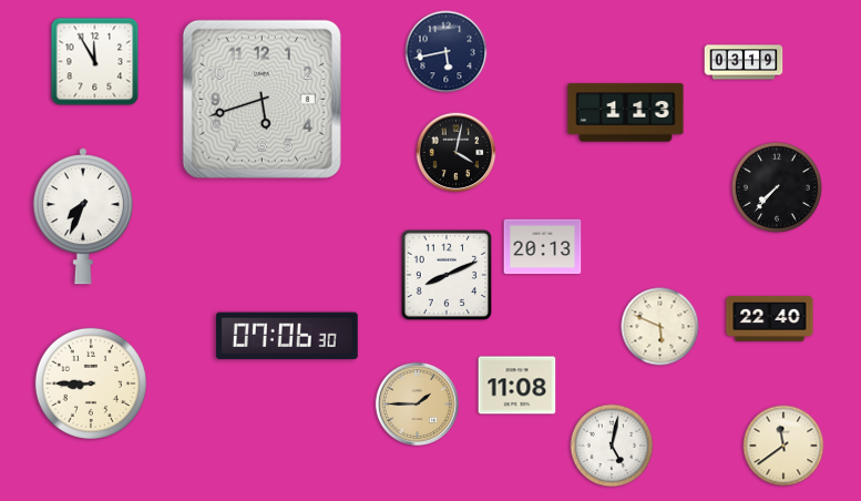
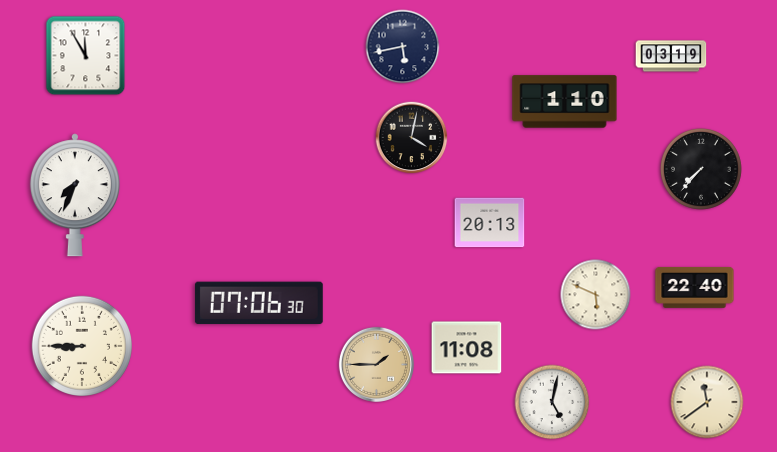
clock at (262, 99): 5:42 -> none
clock at (626, 113): 1:13 -> 1:10
clock at (447, 275): 8:11 -> none
